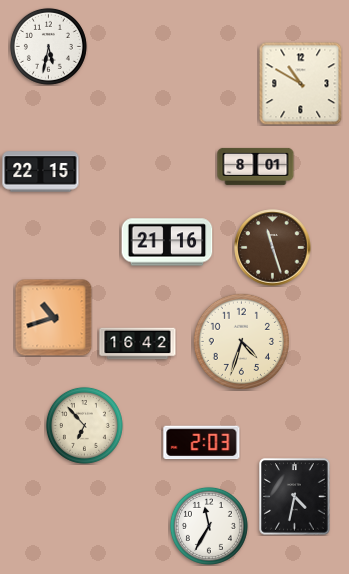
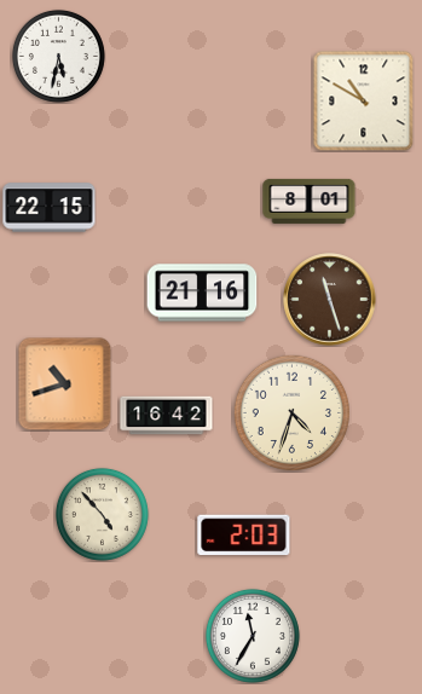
clock at (84, 425): 6:53 -> 4:53
clock at (295, 497): 4:32 -> none
